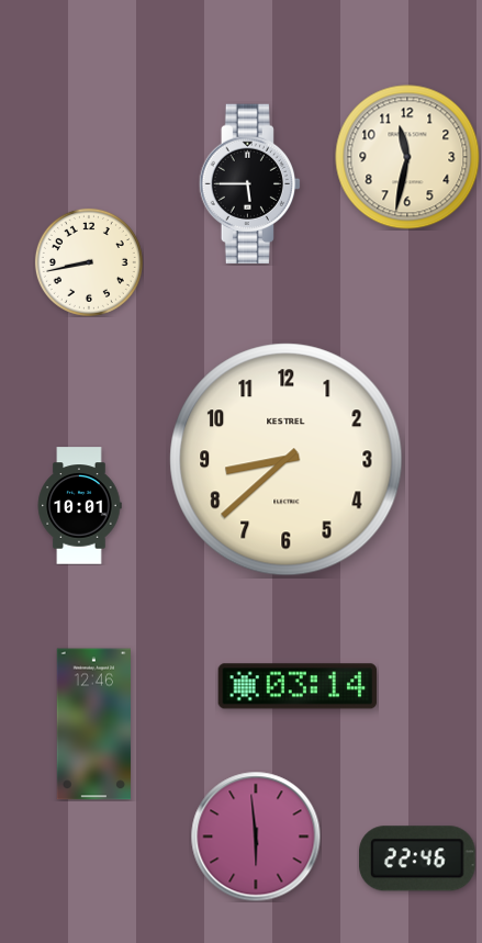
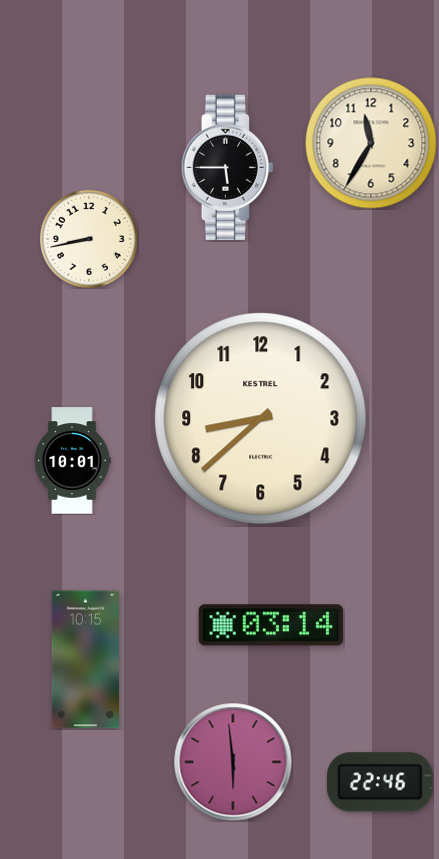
clock at (407, 157): 11:32 -> 11:35
clock at (89, 262) position: (89, 262) -> (89, 239)
clock at (93, 725): 12:46 -> 10:15
